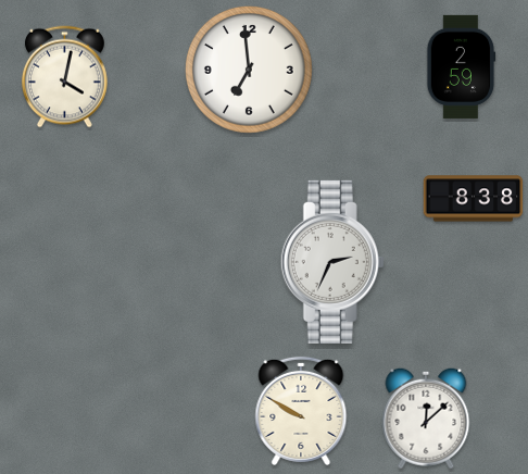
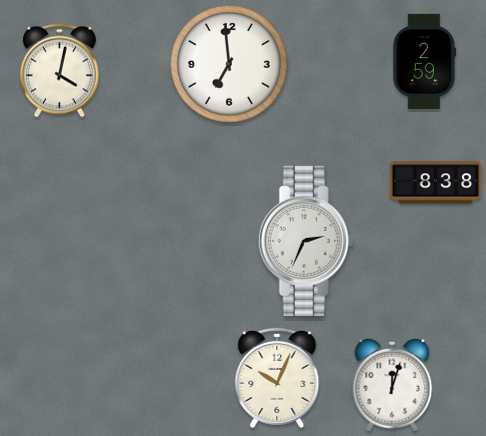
clock at (301, 411): 9:50 -> 10:04
clock at (426, 419): 12:08 -> 12:03
